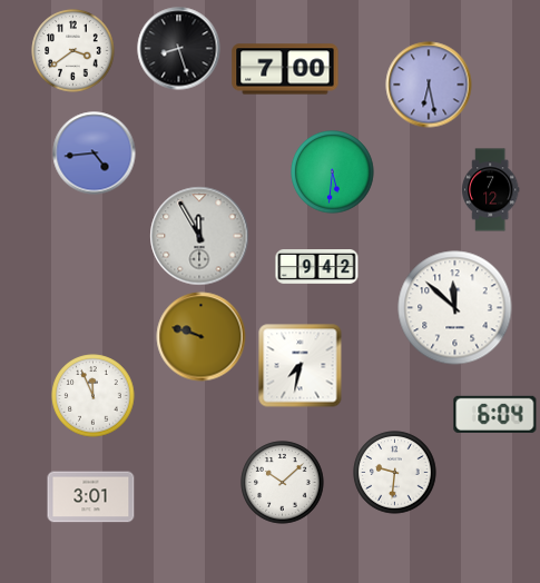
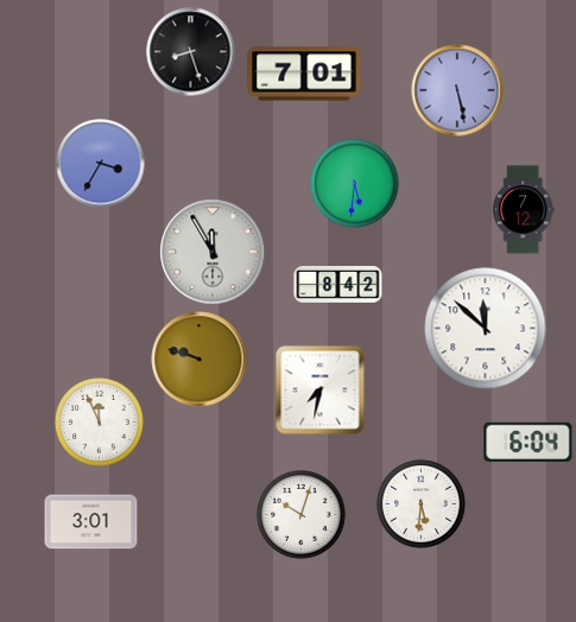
clock at (73, 51): 3:39 -> none
clock at (285, 69): 7:00 -> 7:01
clock at (429, 85): 6:28 -> 5:28
clock at (95, 154): 4:44 -> 3:35
clock at (490, 190) position: (490, 190) -> (523, 210)
clock at (317, 267): 9:42 -> 8:42
clock at (202, 337) position: (202, 337) -> (200, 360)
clock at (395, 473): 9:31 -> 5:31
clock at (283, 483): 10:08 -> 10:03
clock at (91, 497) position: (91, 497) -> (91, 522)
